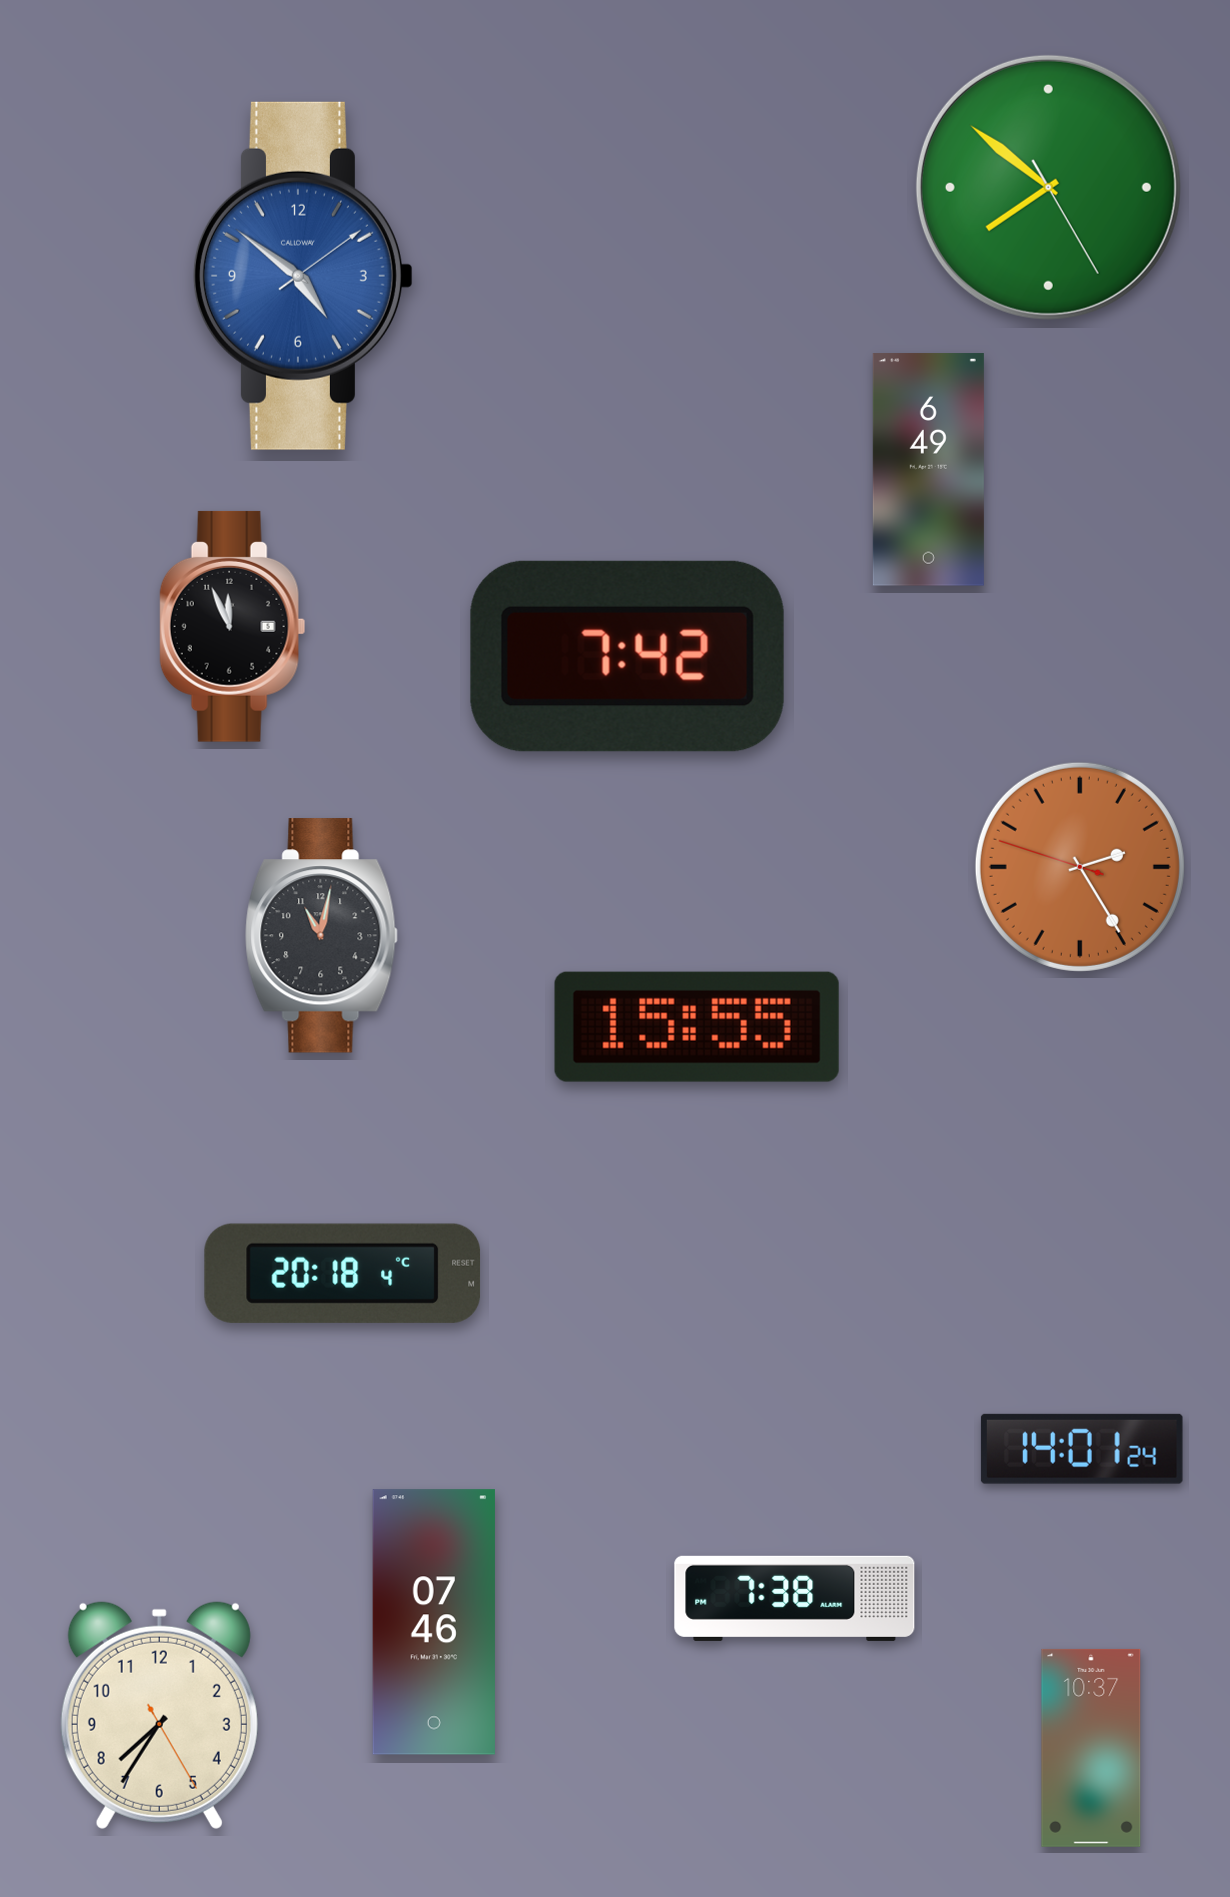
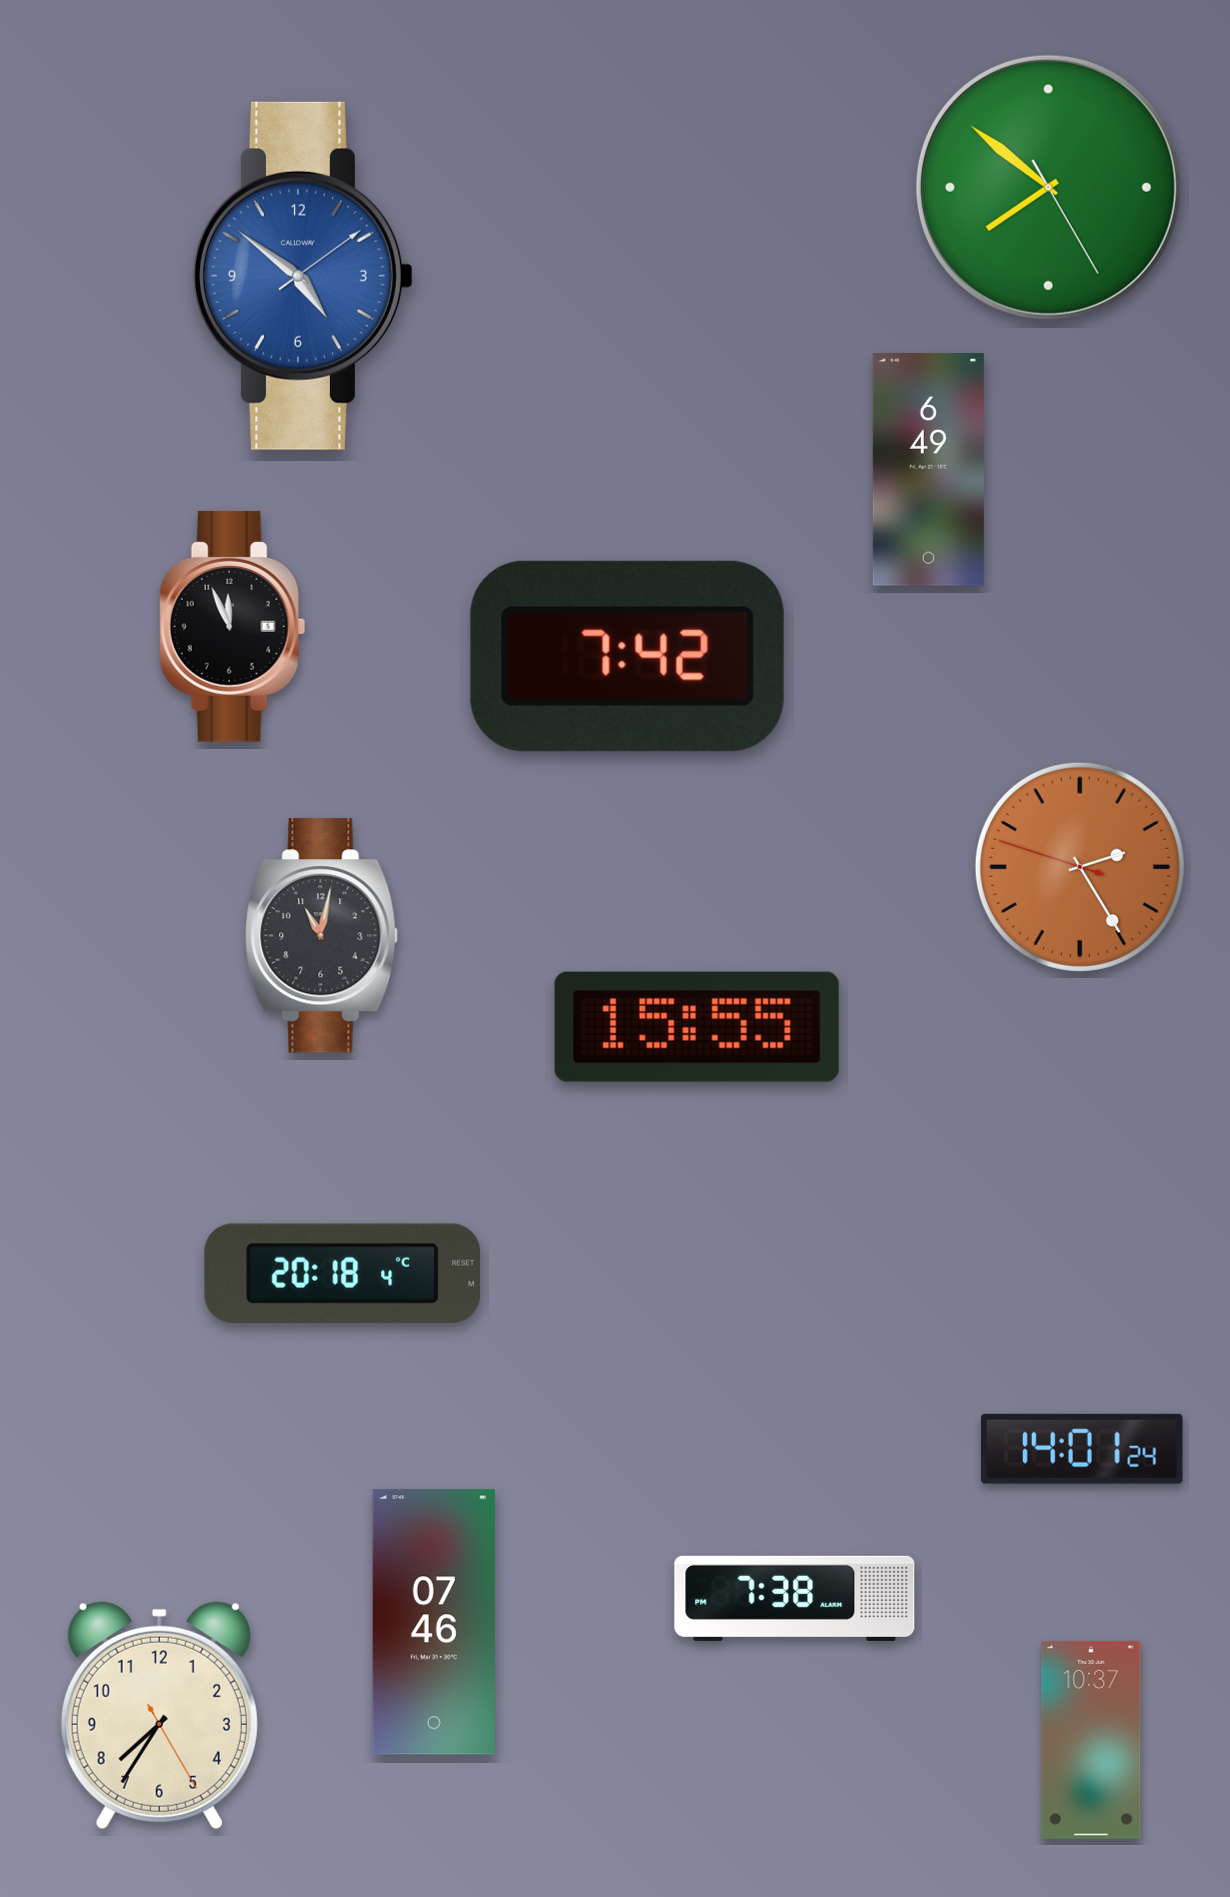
clock at (1091, 1748) position: (1091, 1748) -> (1091, 1740)
